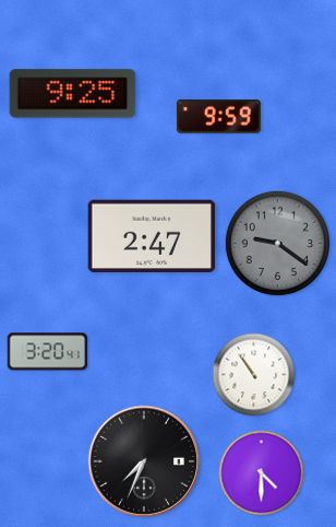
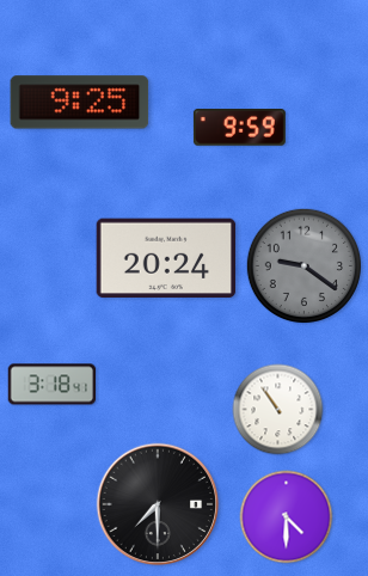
clock at (152, 236): 2:47 -> 20:24
clock at (48, 352): 3:20 -> 3:18
clock at (144, 461): 7:34 -> 7:30
